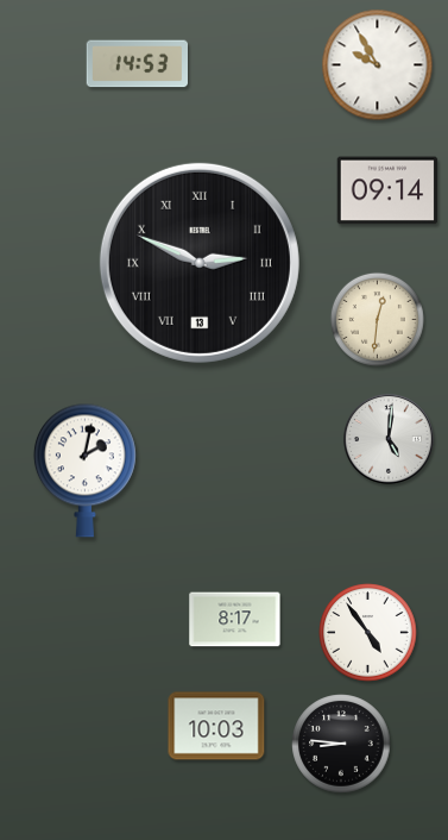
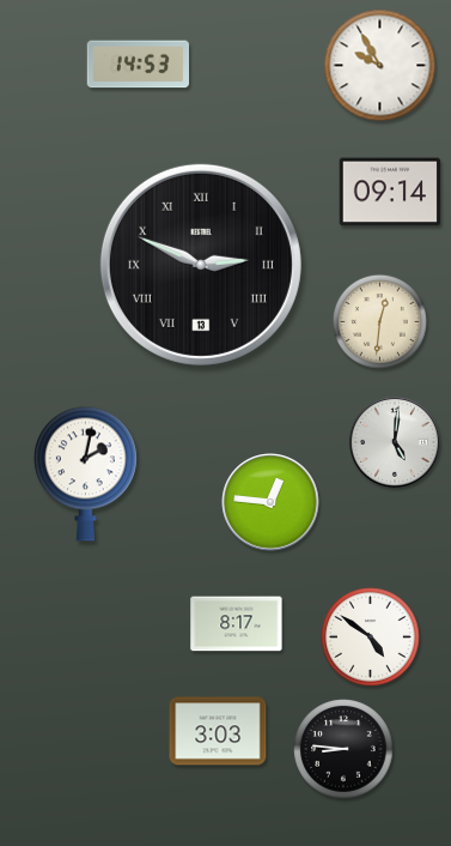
clock at (389, 439) position: (389, 439) -> (395, 442)
clock at (270, 502): none -> 12:46
clock at (368, 633): 4:54 -> 4:51
clock at (216, 726): 10:03 -> 3:03
